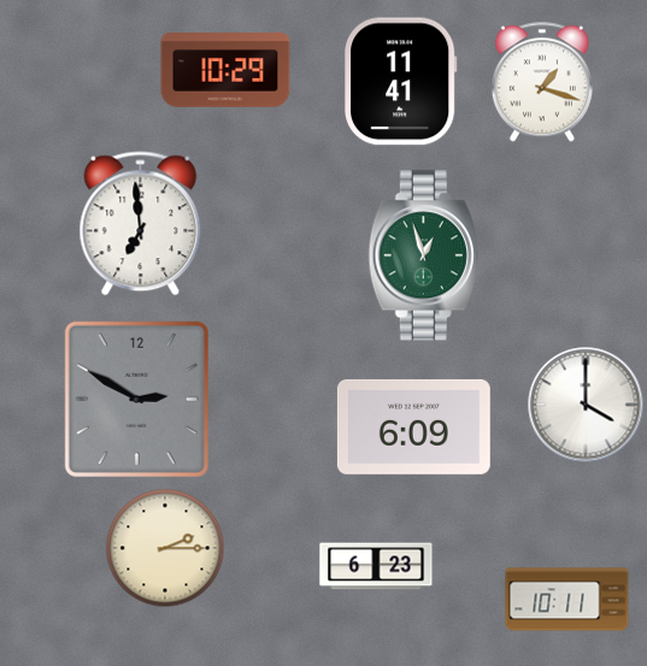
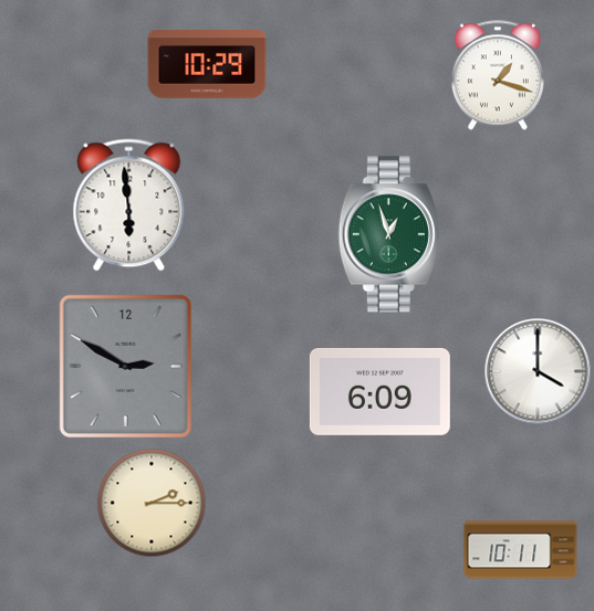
clock at (401, 82): 11:41 -> none
clock at (141, 224): 6:59 -> 5:59
clock at (376, 566): 6:23 -> none
